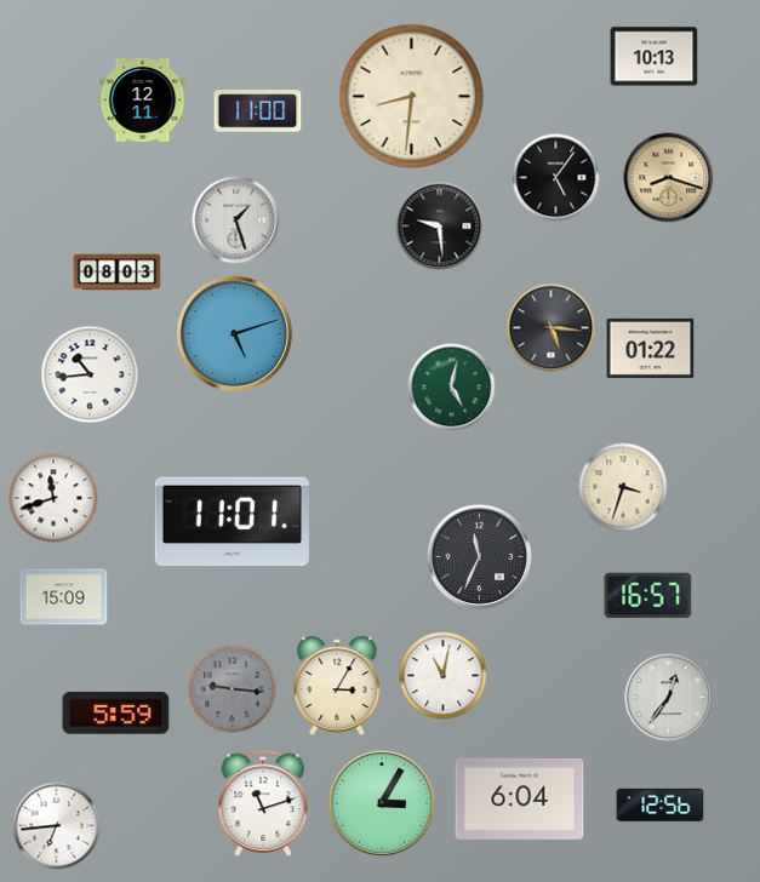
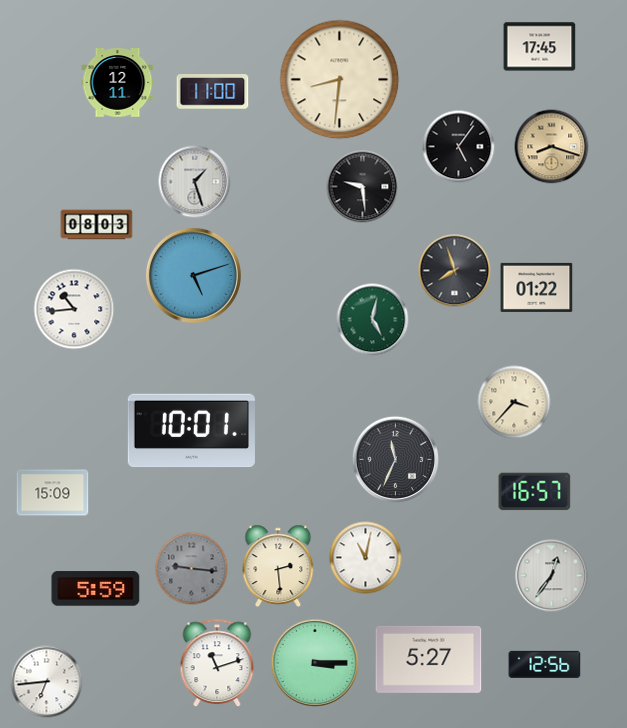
clock at (655, 57): 10:13 -> 17:45
clock at (552, 328): 5:16 -> 7:57
clock at (623, 487): 3:33 -> 3:37
clock at (53, 498): 11:42 -> none
clock at (232, 522): 11:01 -> 10:01
clock at (337, 686): 3:05 -> 2:29
clock at (520, 798): 6:04 -> 5:27
clock at (381, 802): 3:05 -> 3:15
